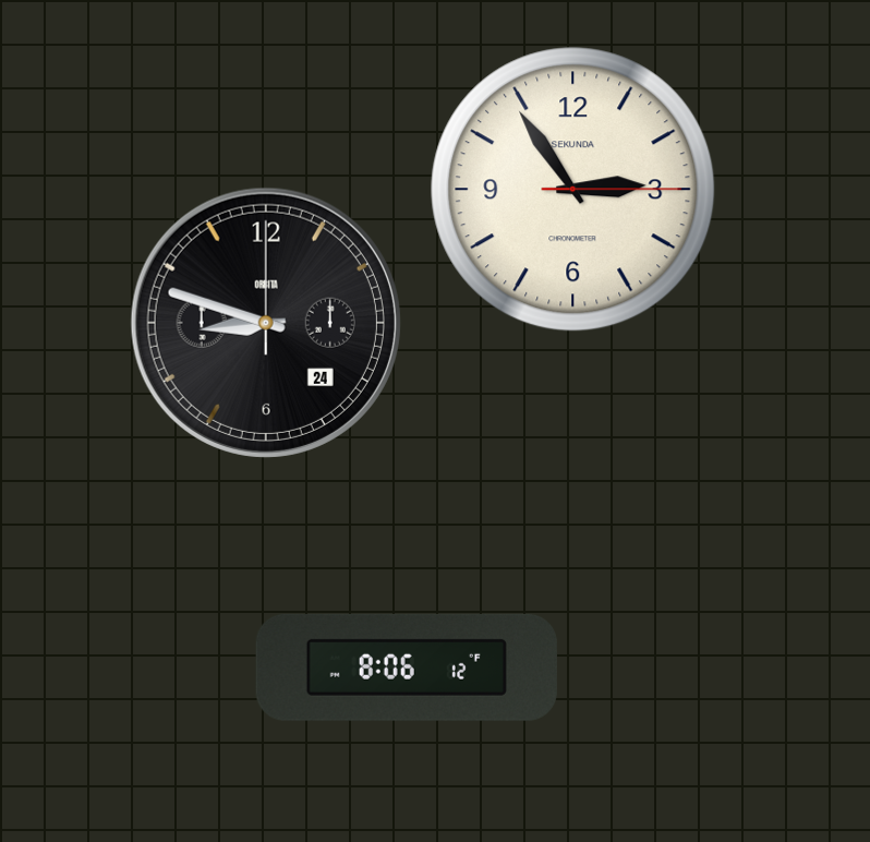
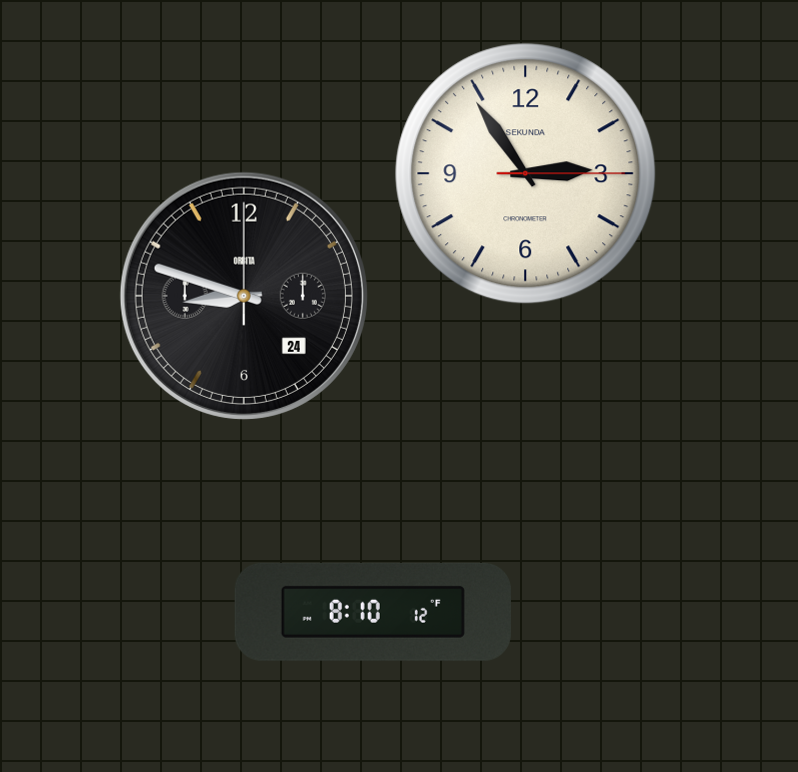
clock at (407, 667): 8:06 -> 8:10
